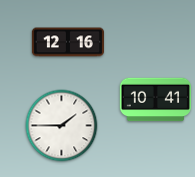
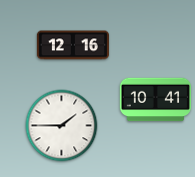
clock at (68, 42) position: (68, 42) -> (73, 45)
